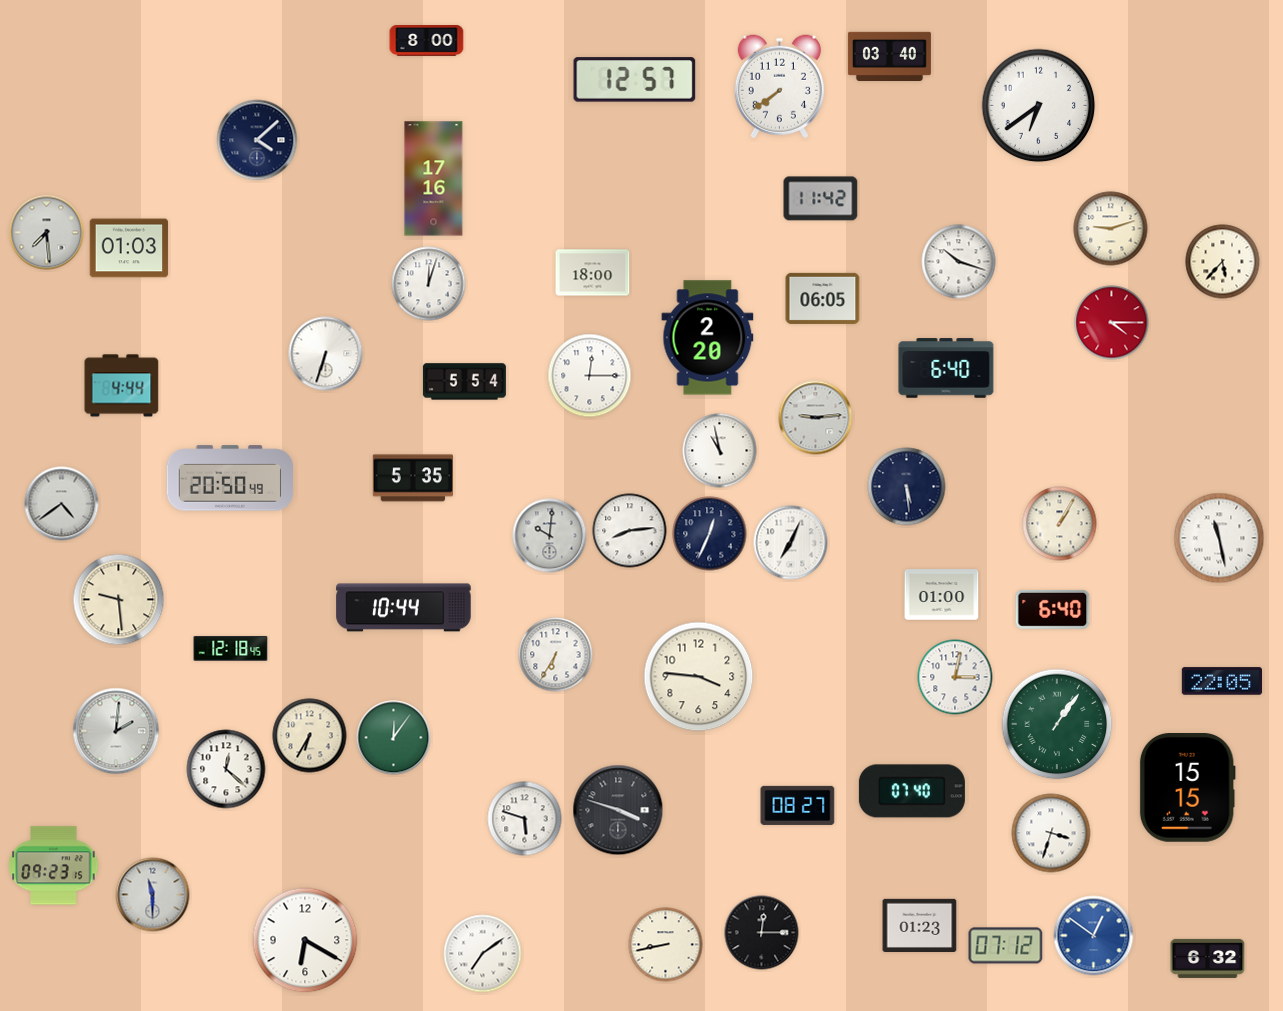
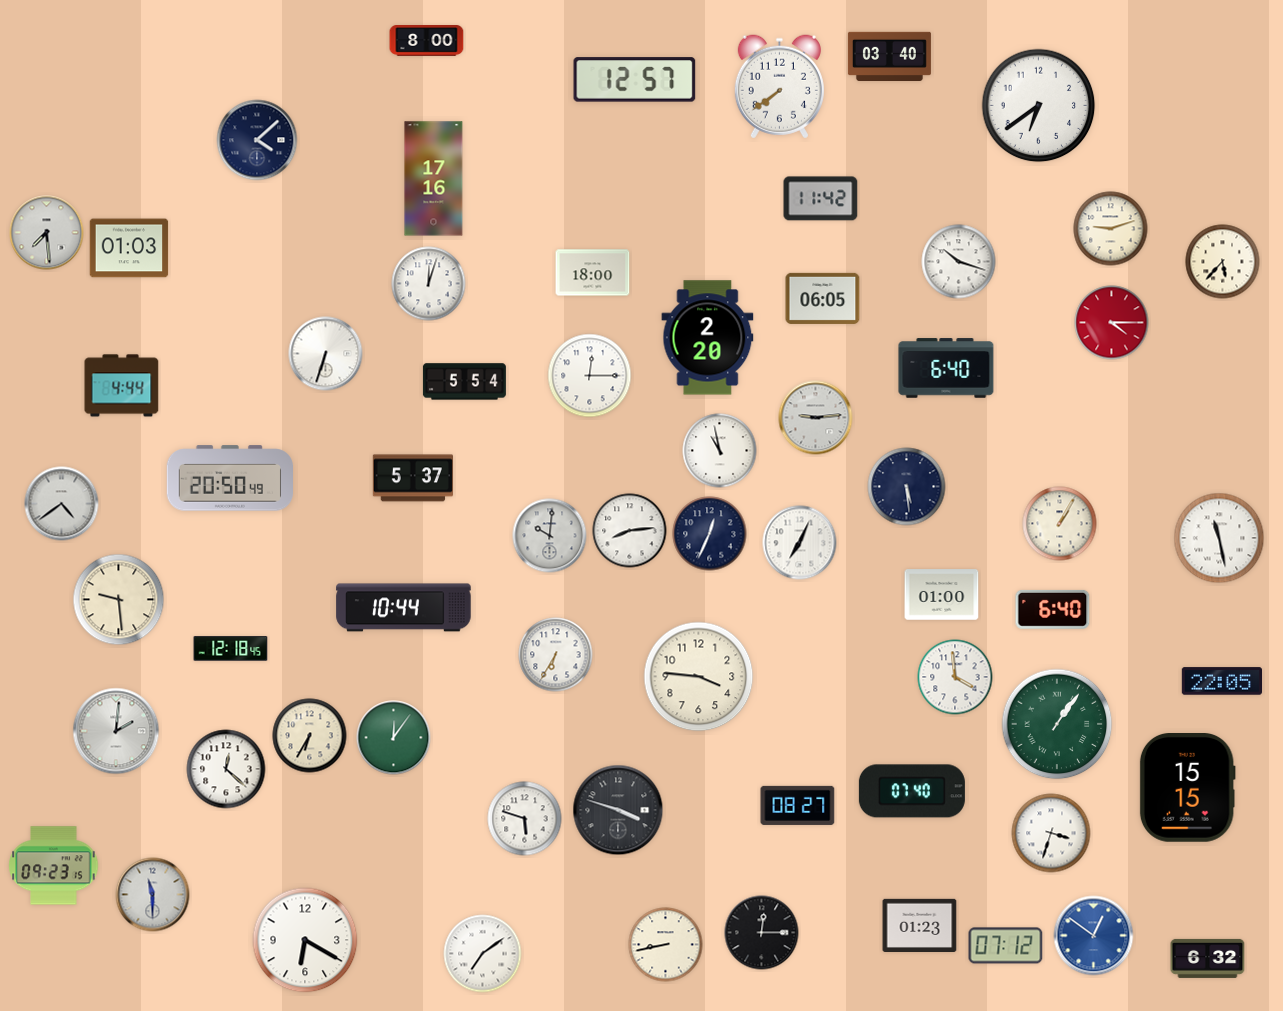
clock at (413, 478): 5:35 -> 5:37
clock at (791, 543) position: (791, 543) -> (800, 543)
clock at (955, 677): 3:02 -> 3:59
